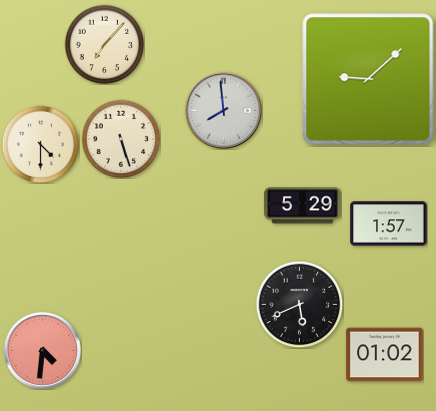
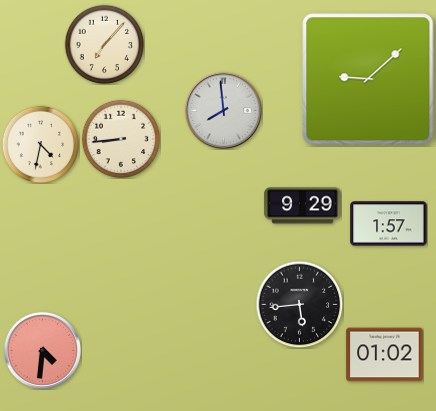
clock at (121, 139): 5:27 -> 8:44
clock at (40, 144): 4:30 -> 4:32
clock at (303, 206): 5:29 -> 9:29
clock at (299, 304): 5:41 -> 5:44
